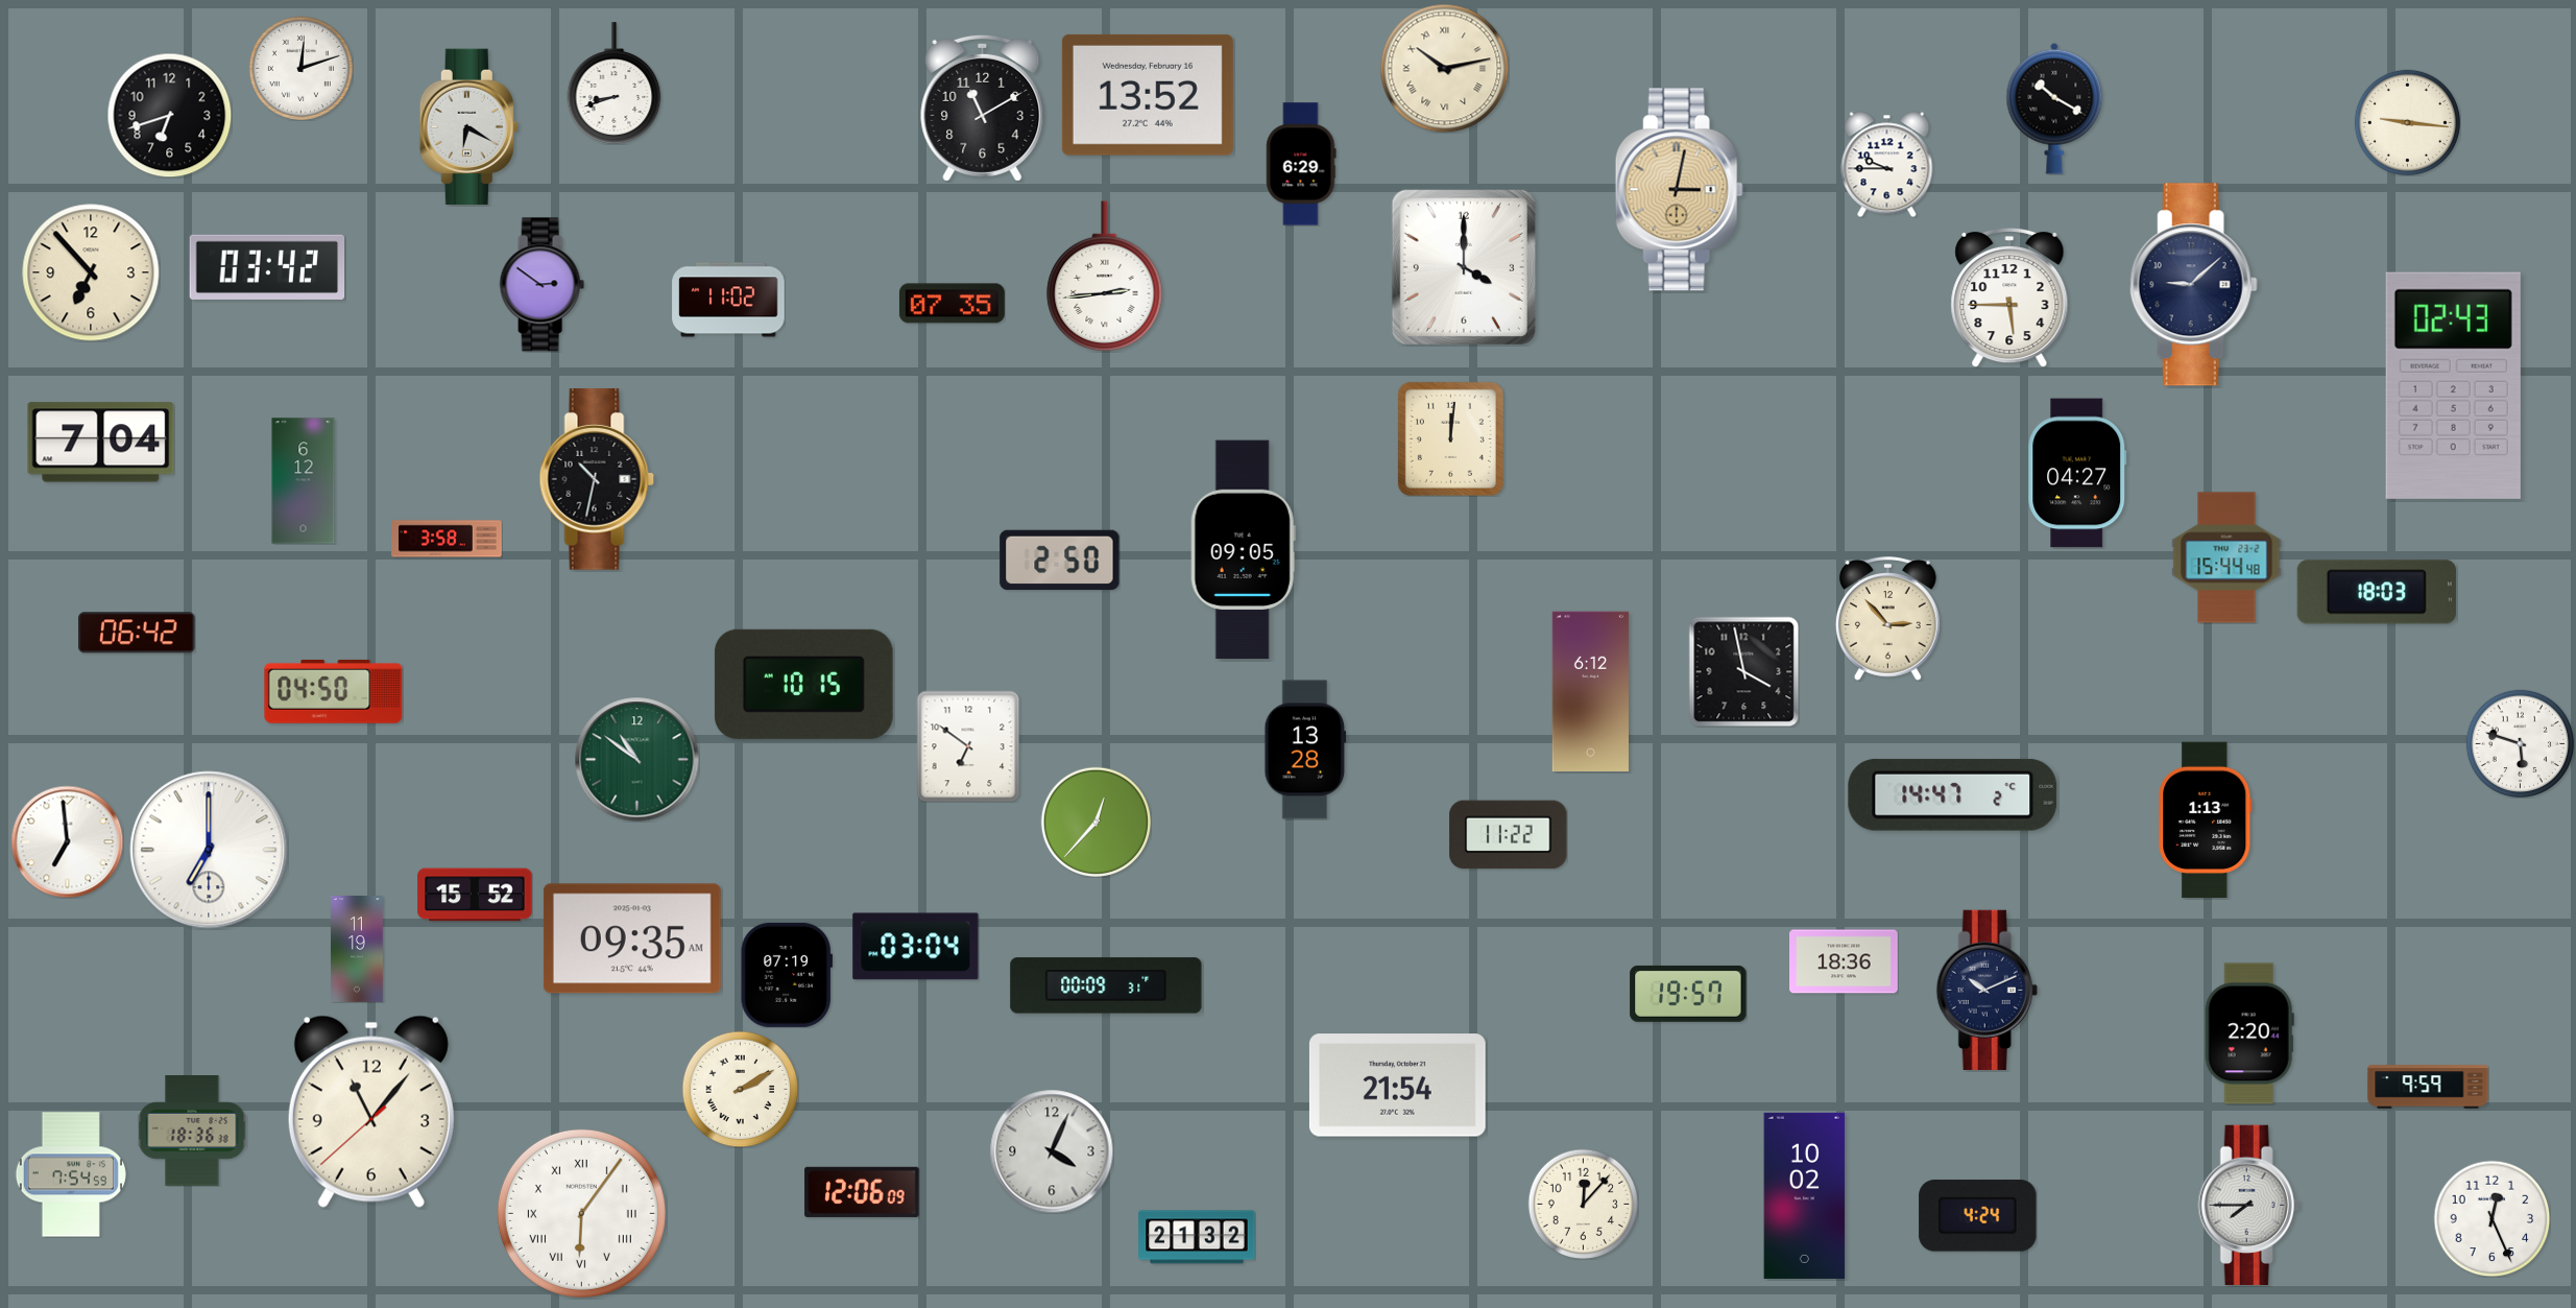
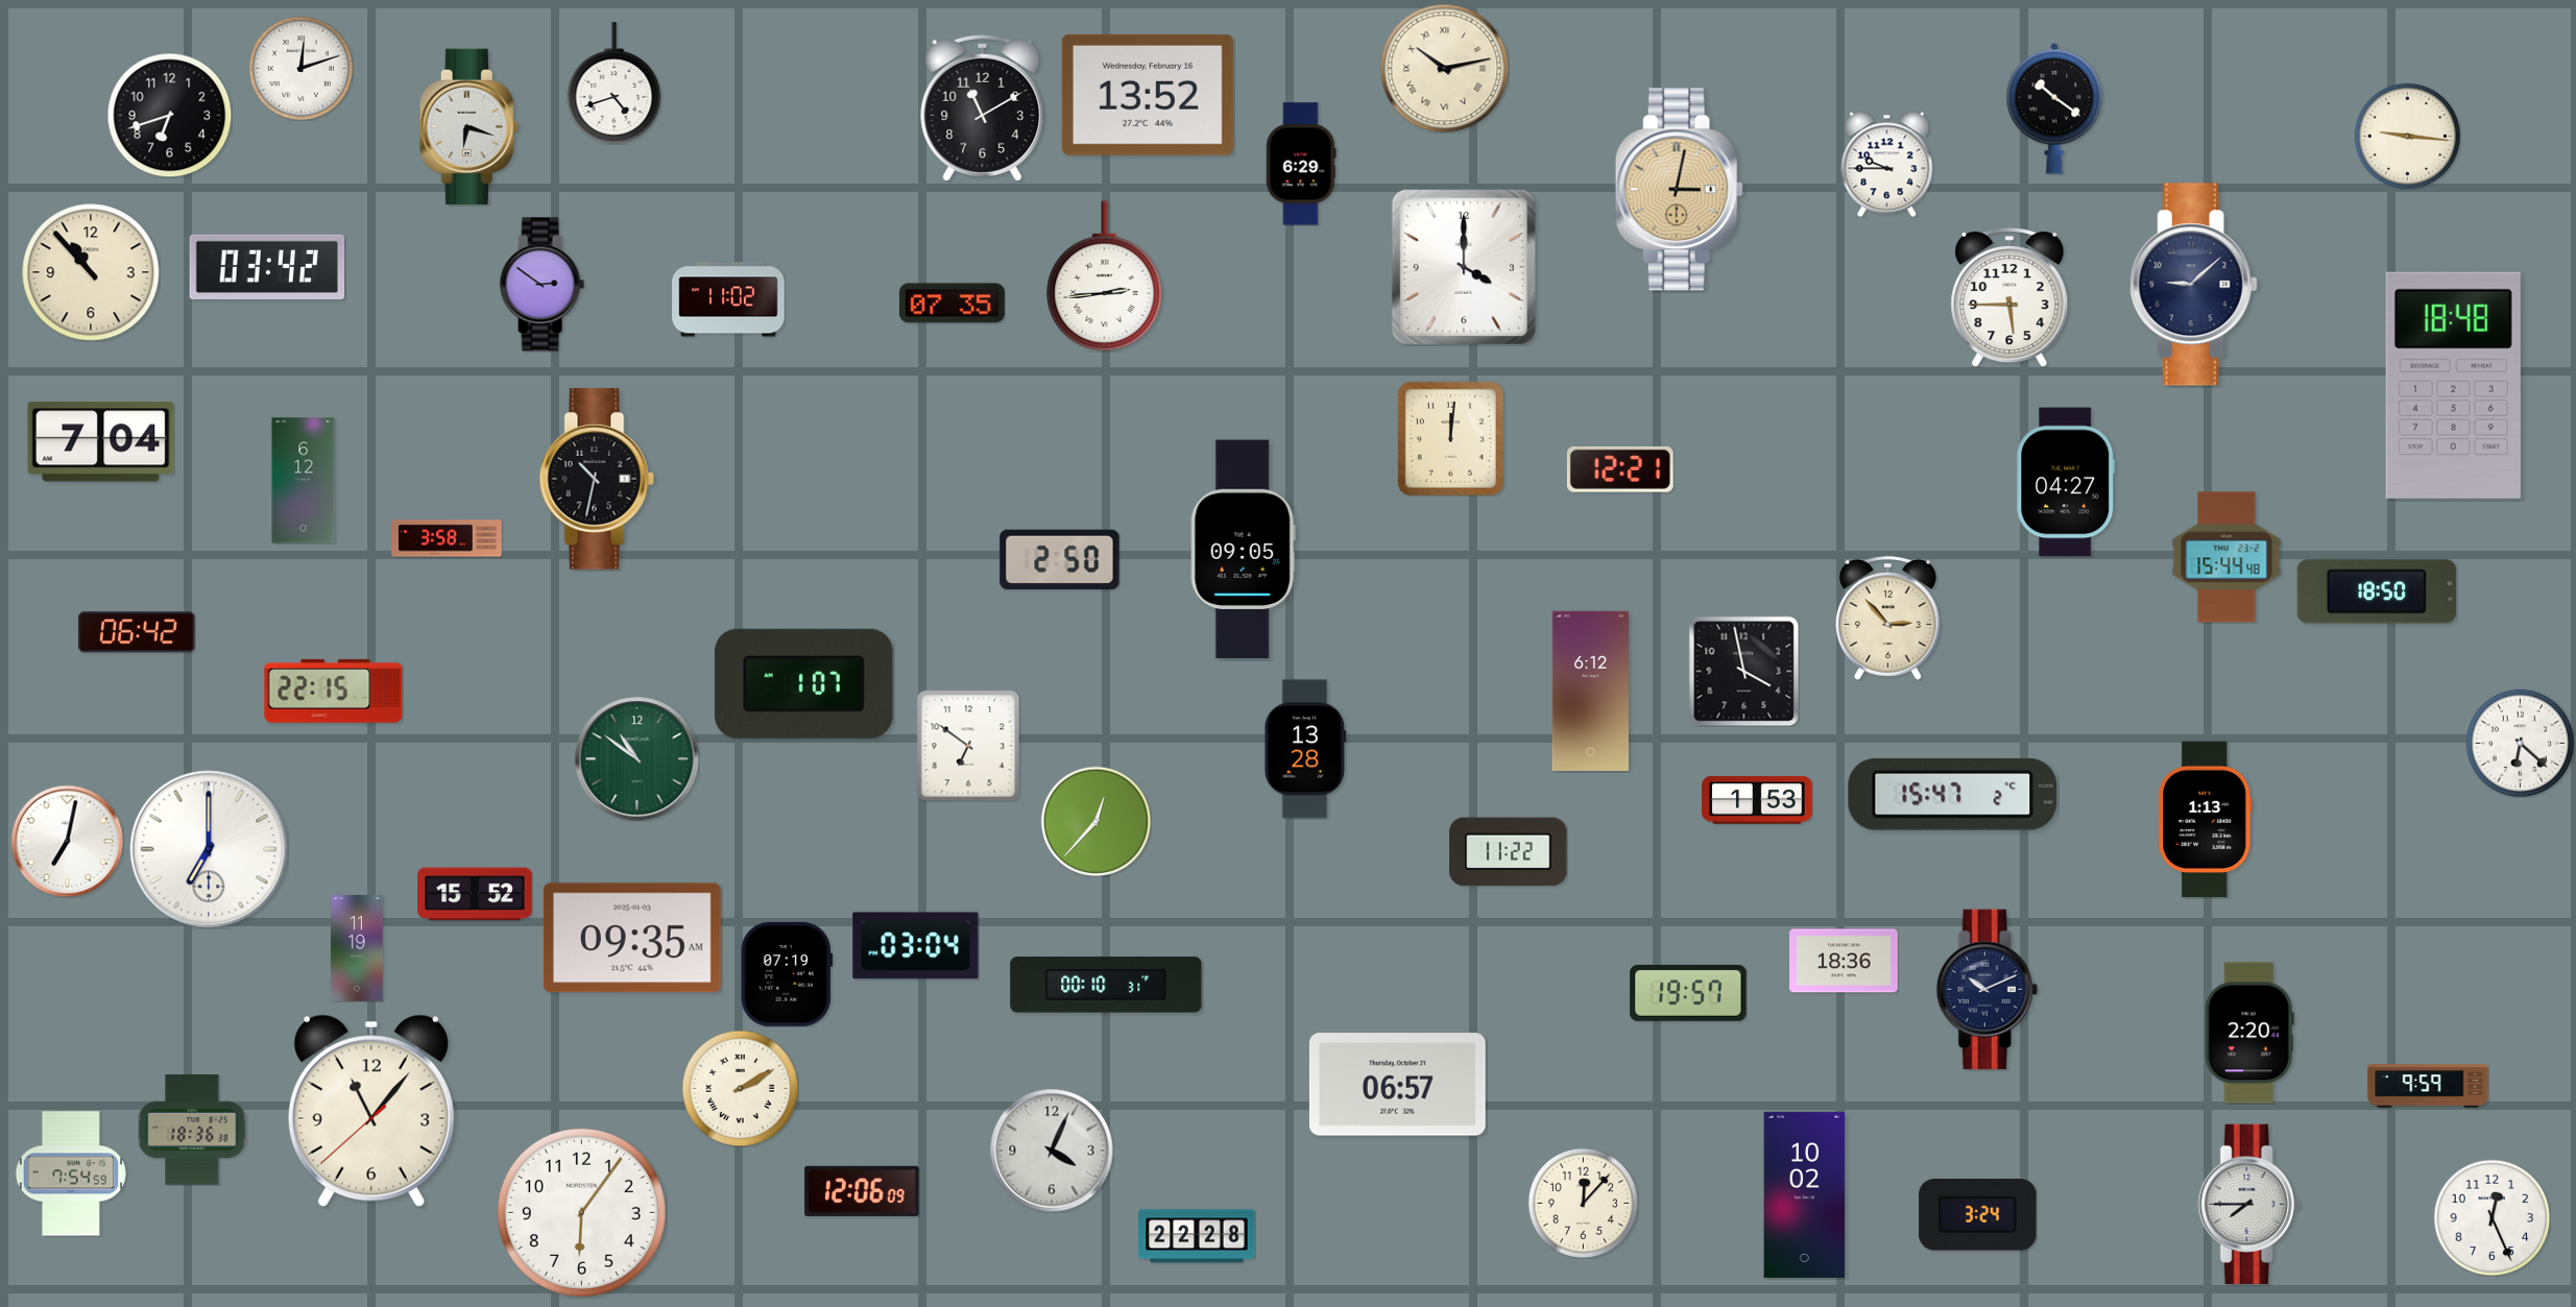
clock at (615, 84): 8:42 -> 4:42
clock at (2054, 109): 10:20 -> 10:21
clock at (2407, 122) position: (2407, 122) -> (2407, 136)
clock at (468, 127): 6:20 -> 6:18
clock at (91, 272): 6:53 -> 10:53
clock at (2453, 385): 02:43 -> 18:48
clock at (1620, 469): none -> 12:21
clock at (2077, 473) position: (2077, 473) -> (2066, 482)
clock at (2377, 592): 18:03 -> 18:50
clock at (803, 684): 10:15 -> 1:07
clock at (334, 691): 04:50 -> 22:15
clock at (2520, 743): 5:48 -> 6:22
clock at (1953, 794): 14:47 -> 15:47
clock at (1757, 800): none -> 1:53
clock at (1509, 835) position: (1509, 835) -> (1509, 852)
clock at (67, 841): 6:59 -> 7:02
clock at (1106, 985): 00:09 -> 00:10
clock at (1397, 1086): 21:54 -> 06:57
clock at (581, 1213) numerals: Roman -> Arabic
clock at (1978, 1216): 4:24 -> 3:24
clock at (1197, 1237): 21:32 -> 22:28
